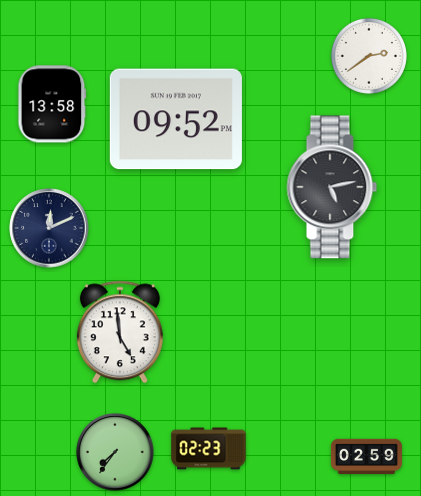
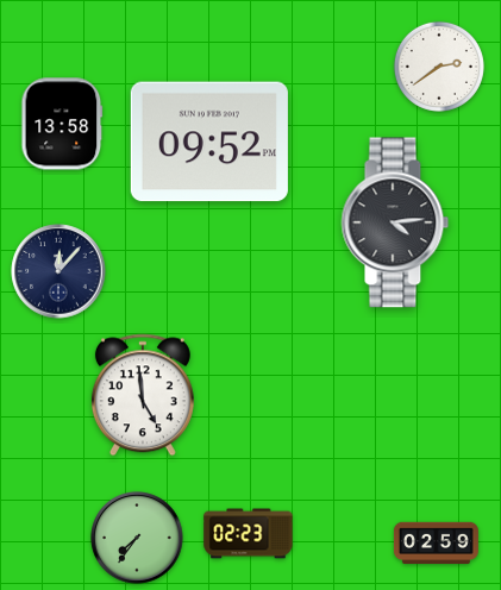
clock at (332, 187): 5:13 -> 4:14
clock at (49, 228): 12:11 -> 12:07
